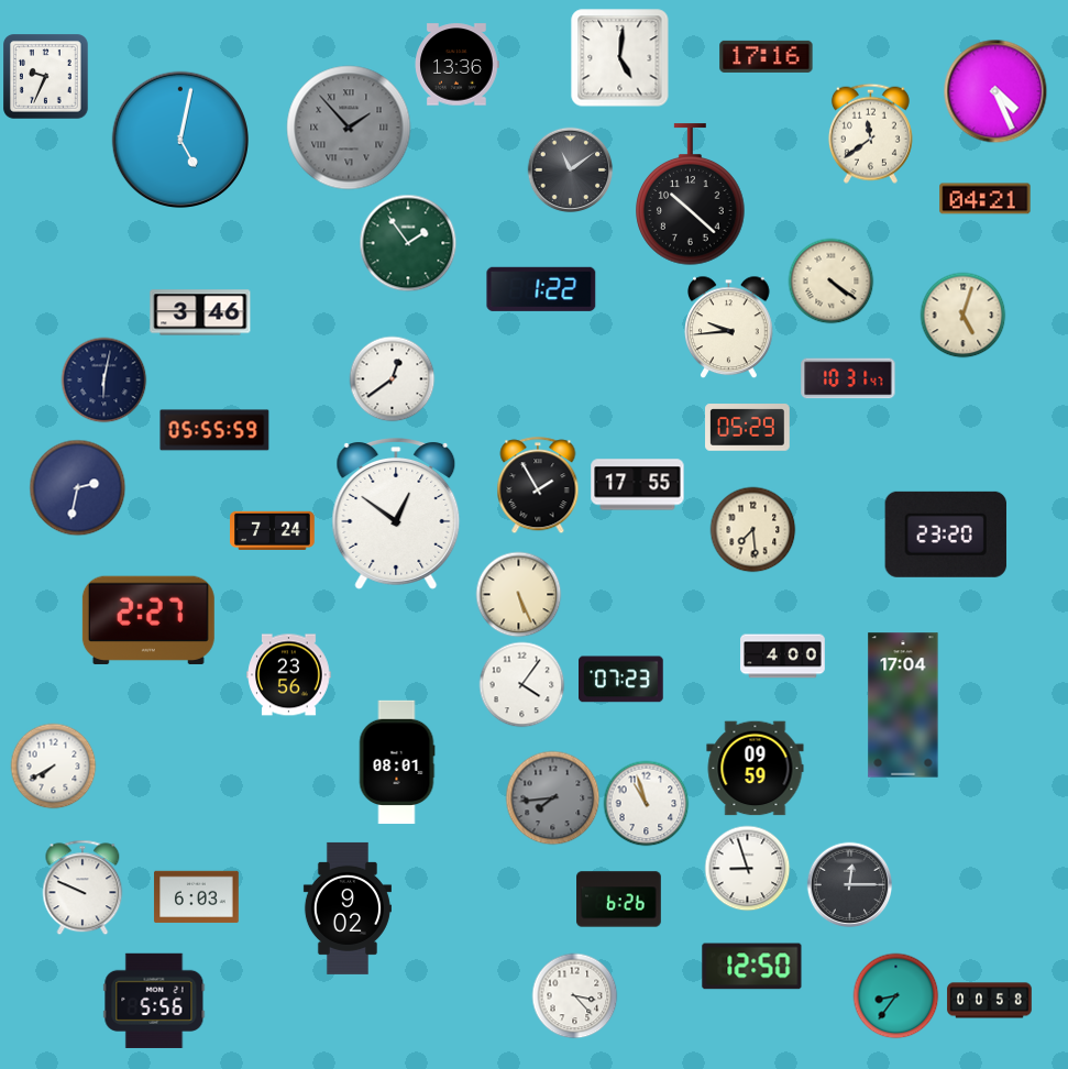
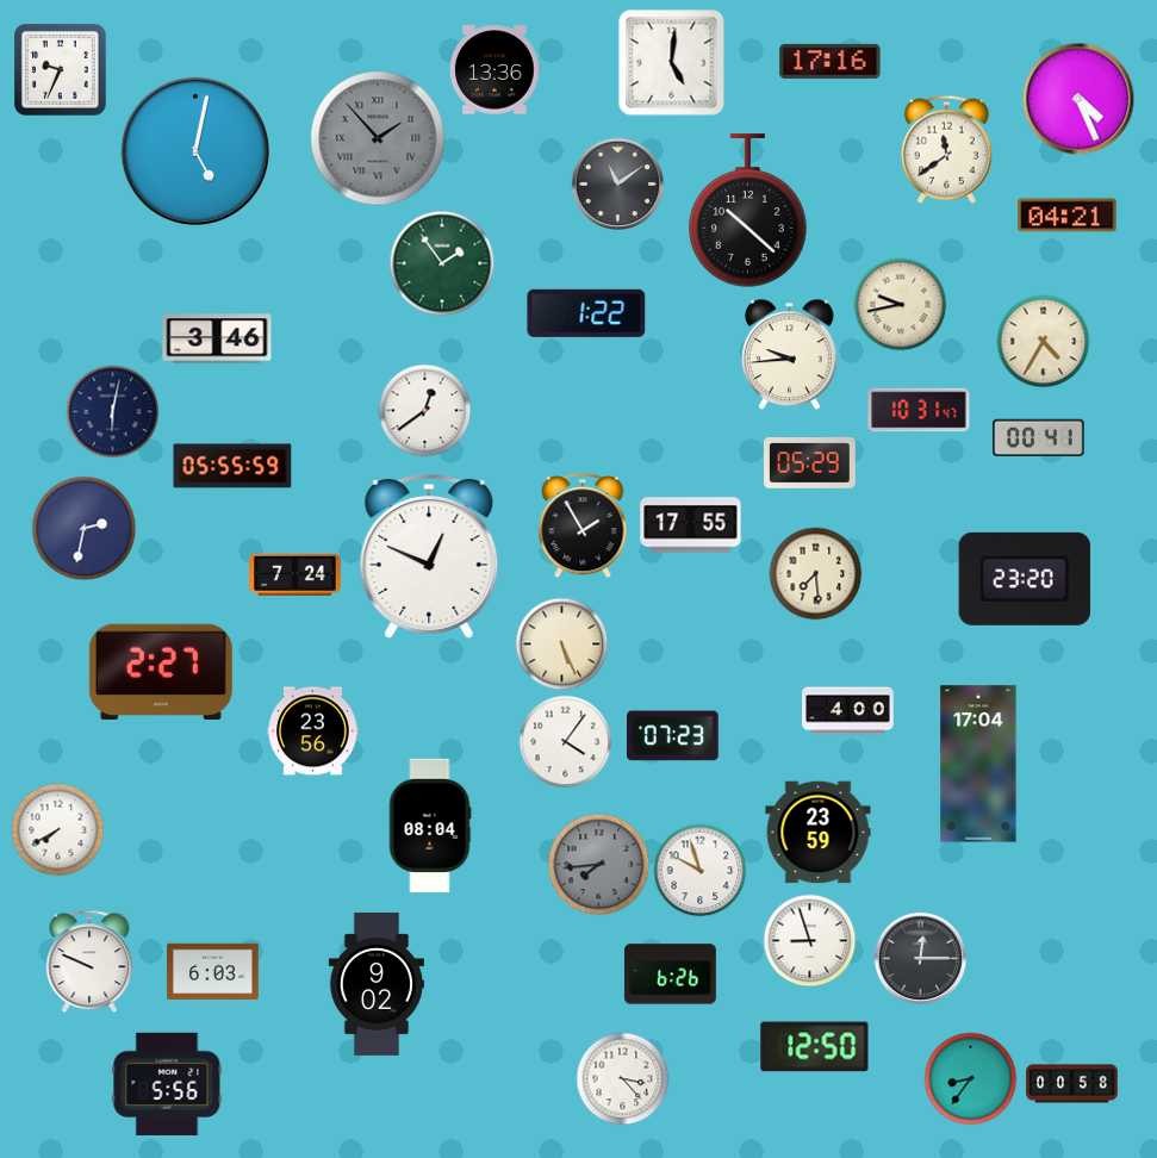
clock at (46, 77) position: (46, 77) -> (61, 70)
clock at (870, 133) position: (870, 133) -> (946, 149)
clock at (830, 280): 4:21 -> 9:43
clock at (962, 315): 5:03 -> 4:35
clock at (1039, 438): none -> 00:41
clock at (396, 515): 12:51 -> 12:49
clock at (397, 762): 08:01 -> 08:04
clock at (756, 769): 09:59 -> 23:59
clock at (646, 803): 10:57 -> 9:57
